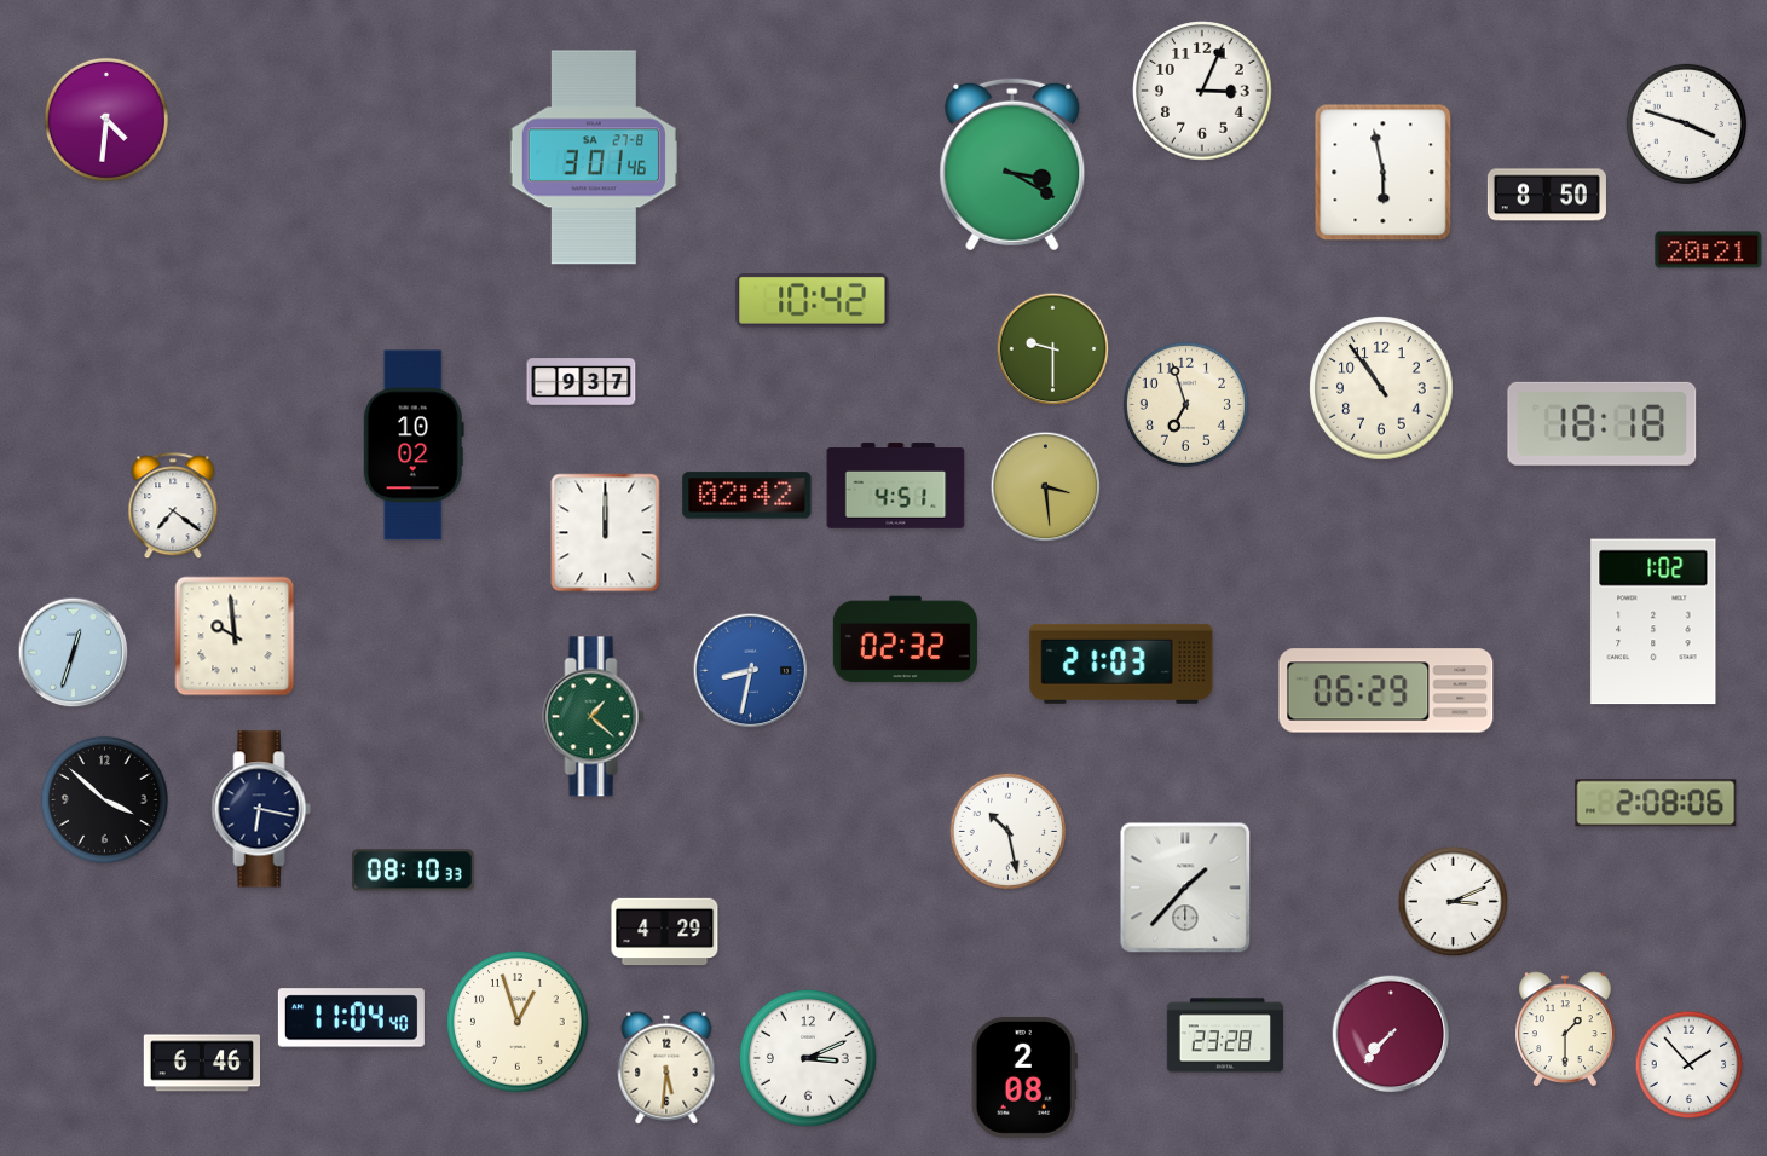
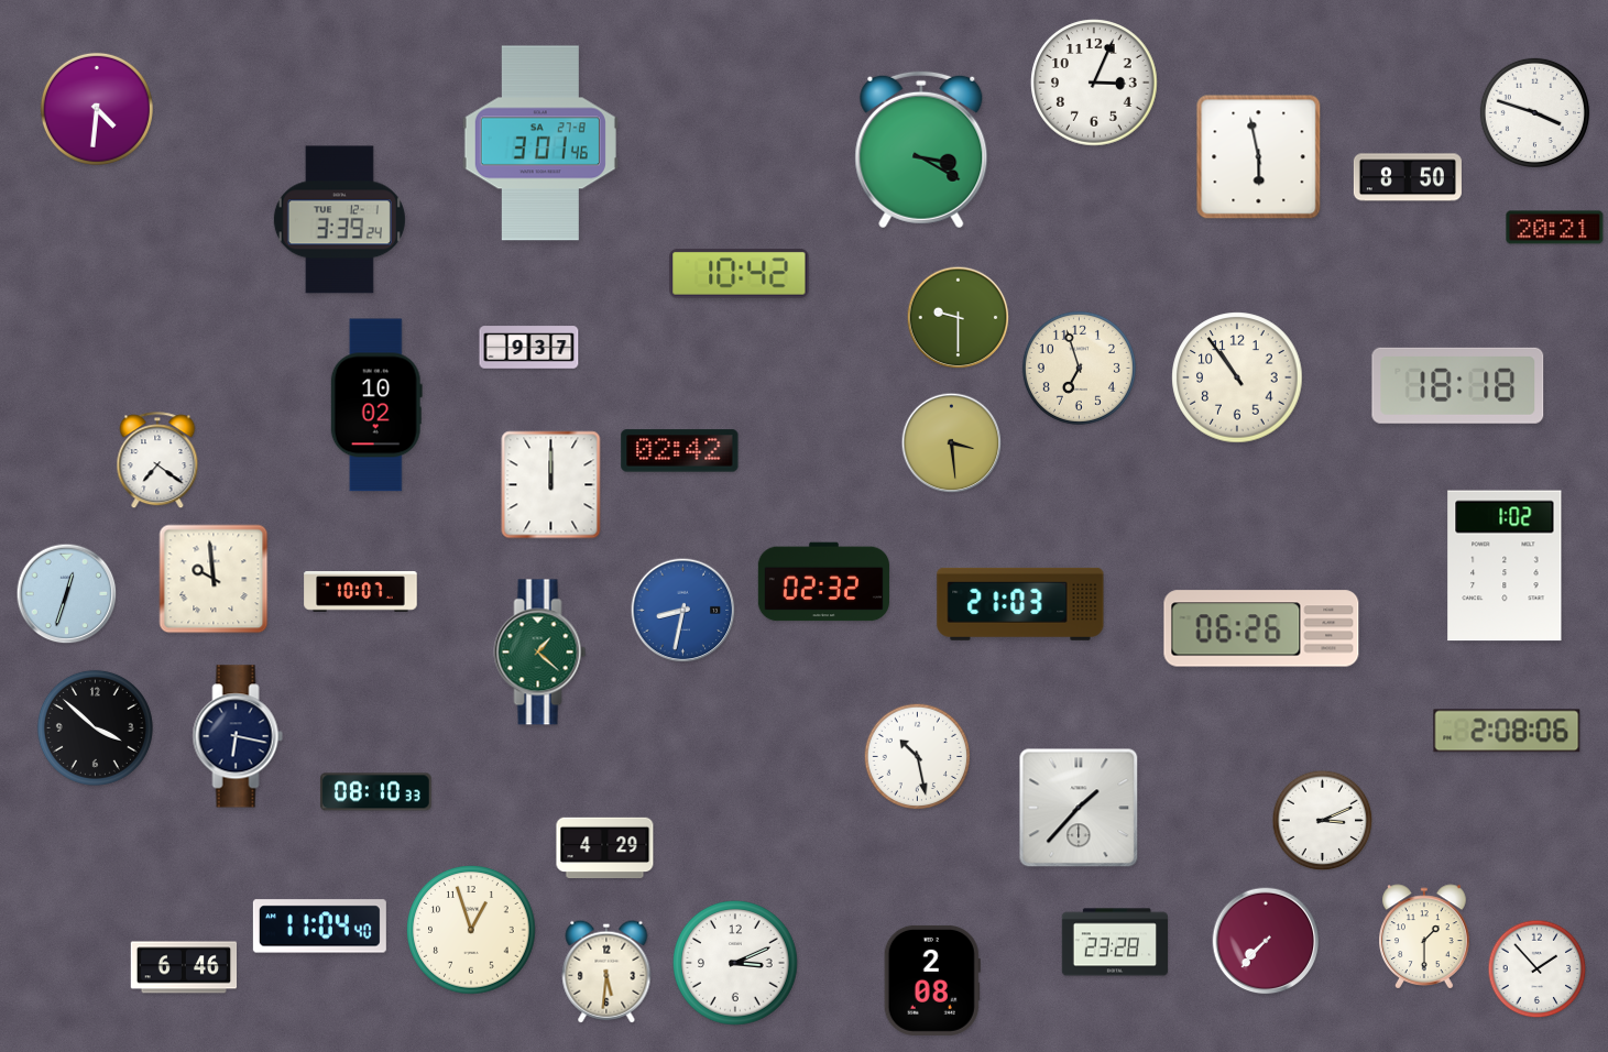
clock at (339, 220): none -> 3:39
clock at (1381, 388) position: (1381, 388) -> (1237, 377)
clock at (896, 486): 4:51 -> none
clock at (361, 592): none -> 10:07
clock at (1386, 690): 06:29 -> 06:26
